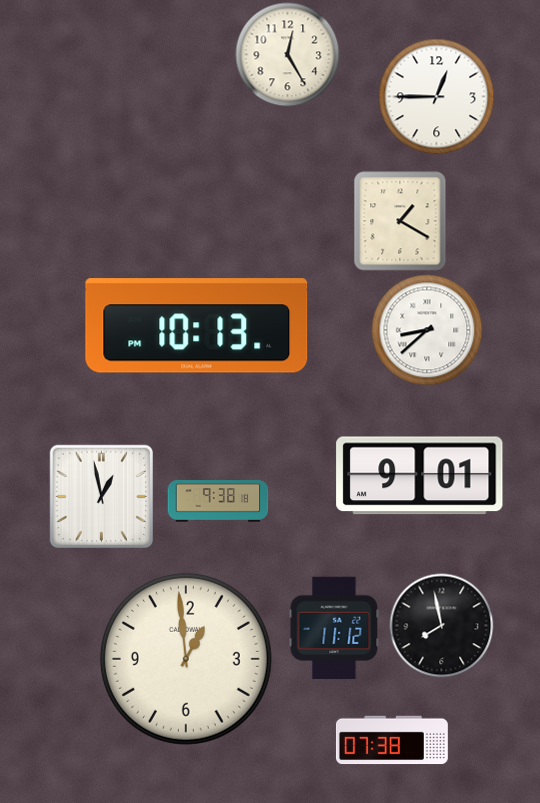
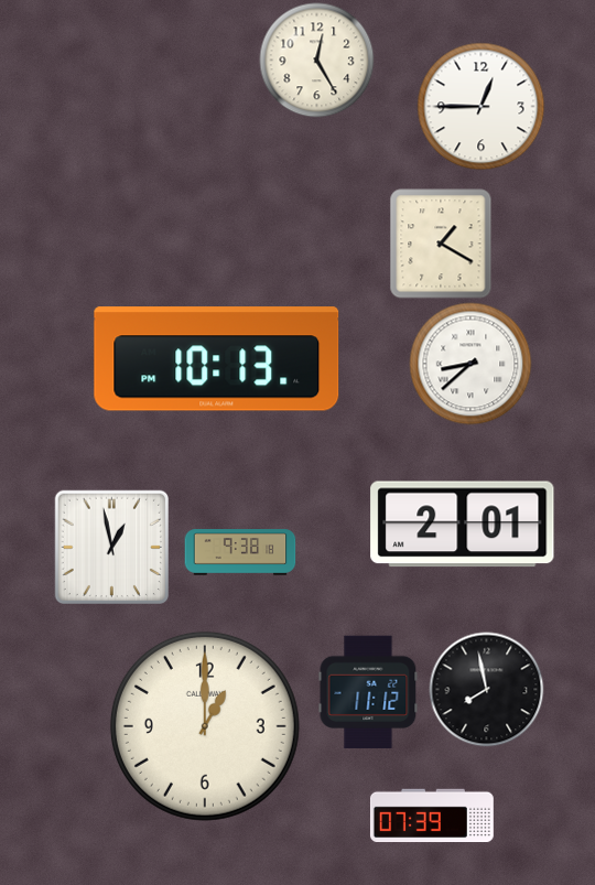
clock at (420, 476): 9:01 -> 2:01
clock at (186, 659): 12:59 -> 1:00
clock at (392, 740): 07:38 -> 07:39
